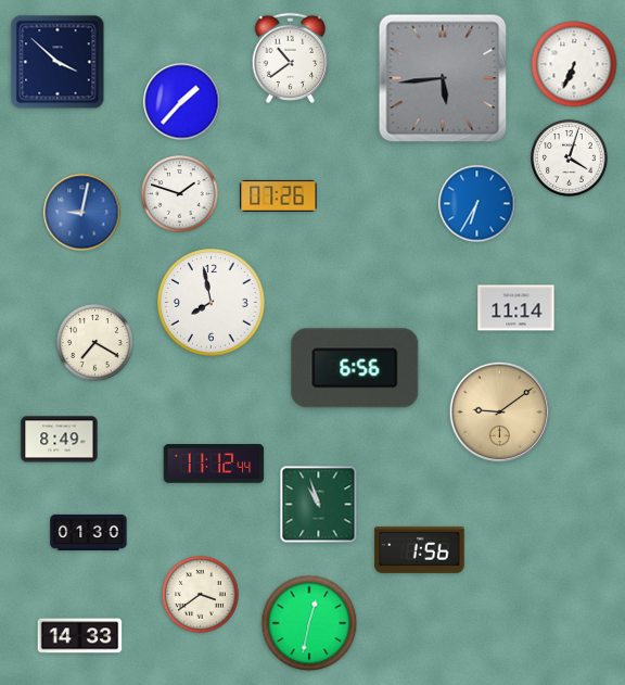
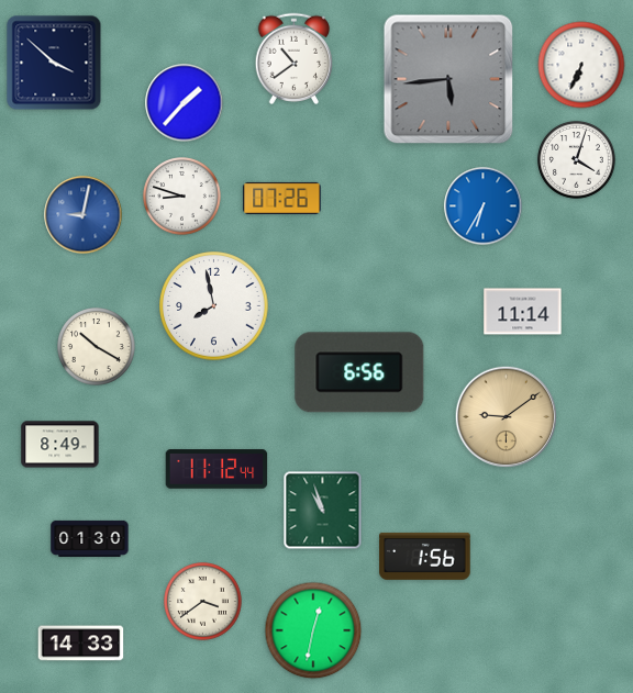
clock at (58, 62) position: (58, 62) -> (54, 63)
clock at (180, 194): 1:48 -> 8:48
clock at (95, 343): 7:20 -> 10:20
